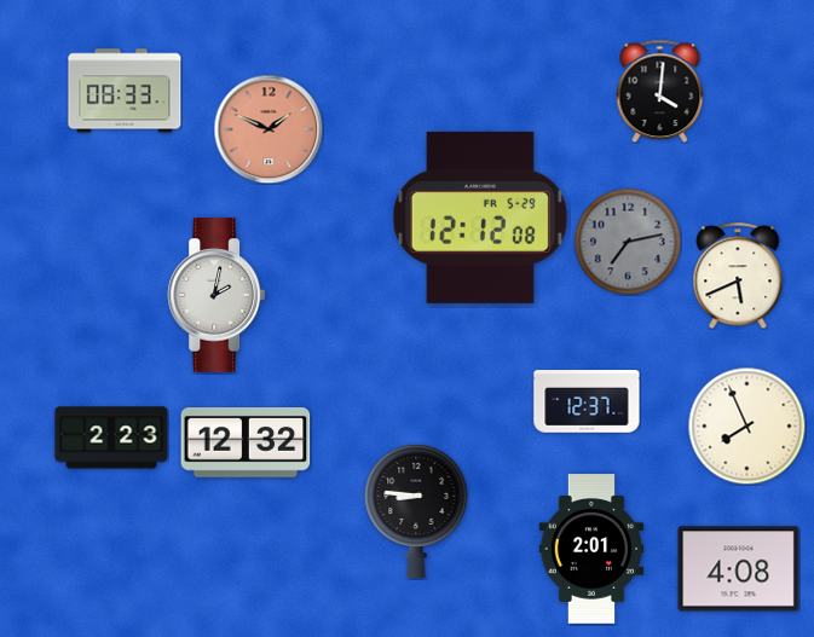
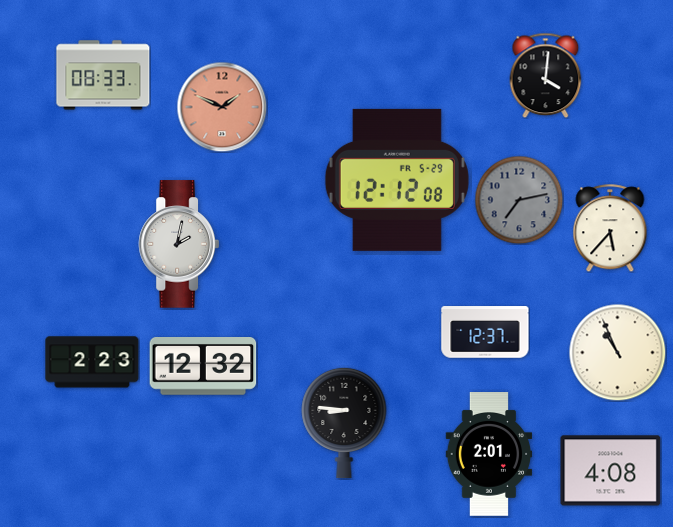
clock at (738, 276): 5:41 -> 5:37
clock at (746, 425): 7:56 -> 10:56
